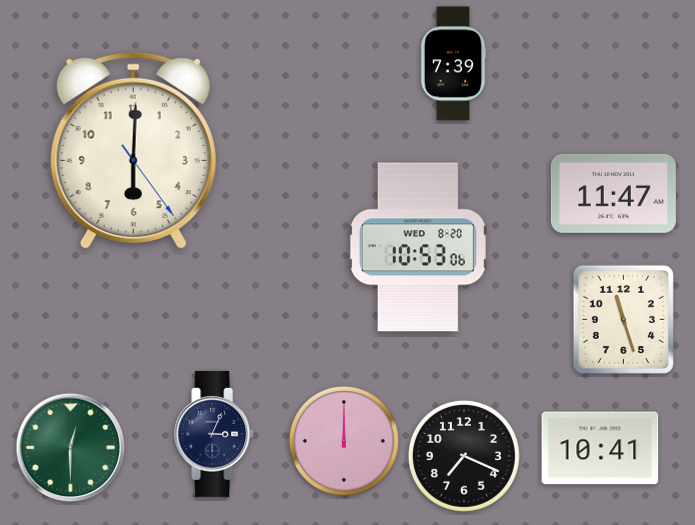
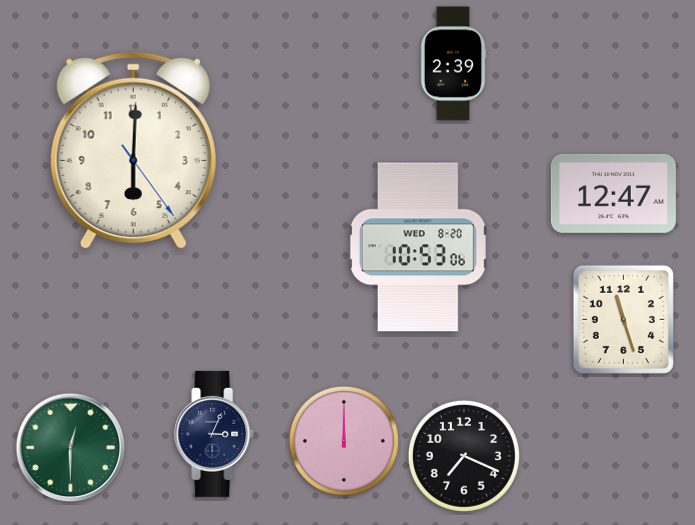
clock at (453, 64): 7:39 -> 2:39
clock at (613, 193): 11:47 -> 12:47
clock at (600, 448): 10:41 -> none
